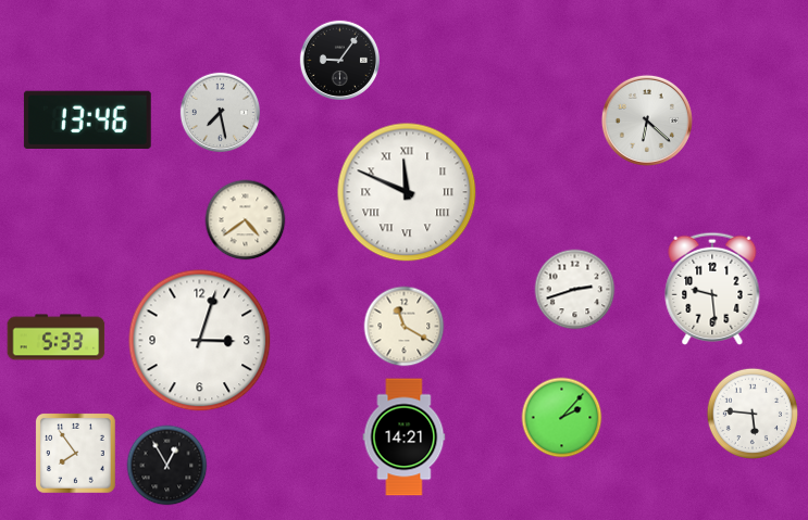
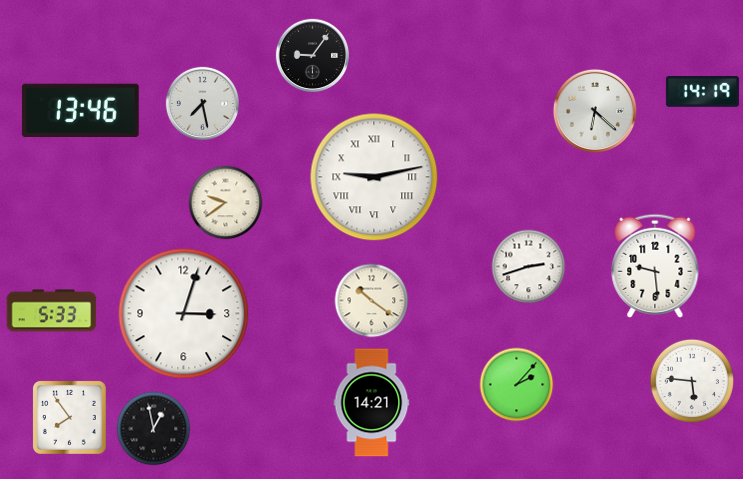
clock at (702, 92): none -> 14:19
clock at (407, 192): 11:49 -> 9:13
clock at (246, 220): 4:39 -> 9:39
clock at (405, 327): 11:20 -> 10:21
clock at (167, 466): 12:55 -> 12:58
